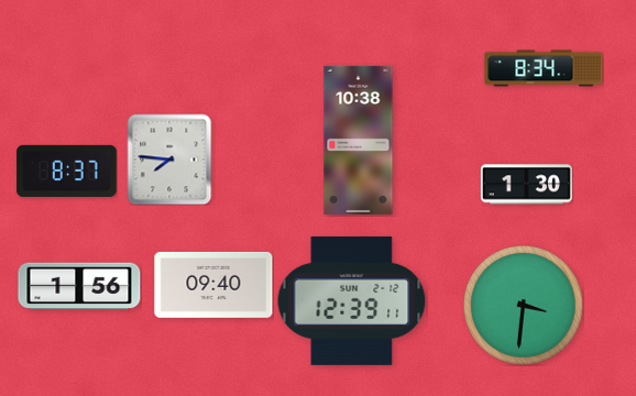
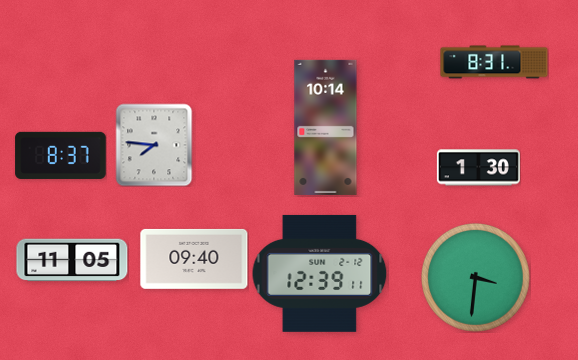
clock at (544, 68): 8:34 -> 8:31
clock at (359, 140): 10:38 -> 10:14
clock at (79, 286): 1:56 -> 11:05
